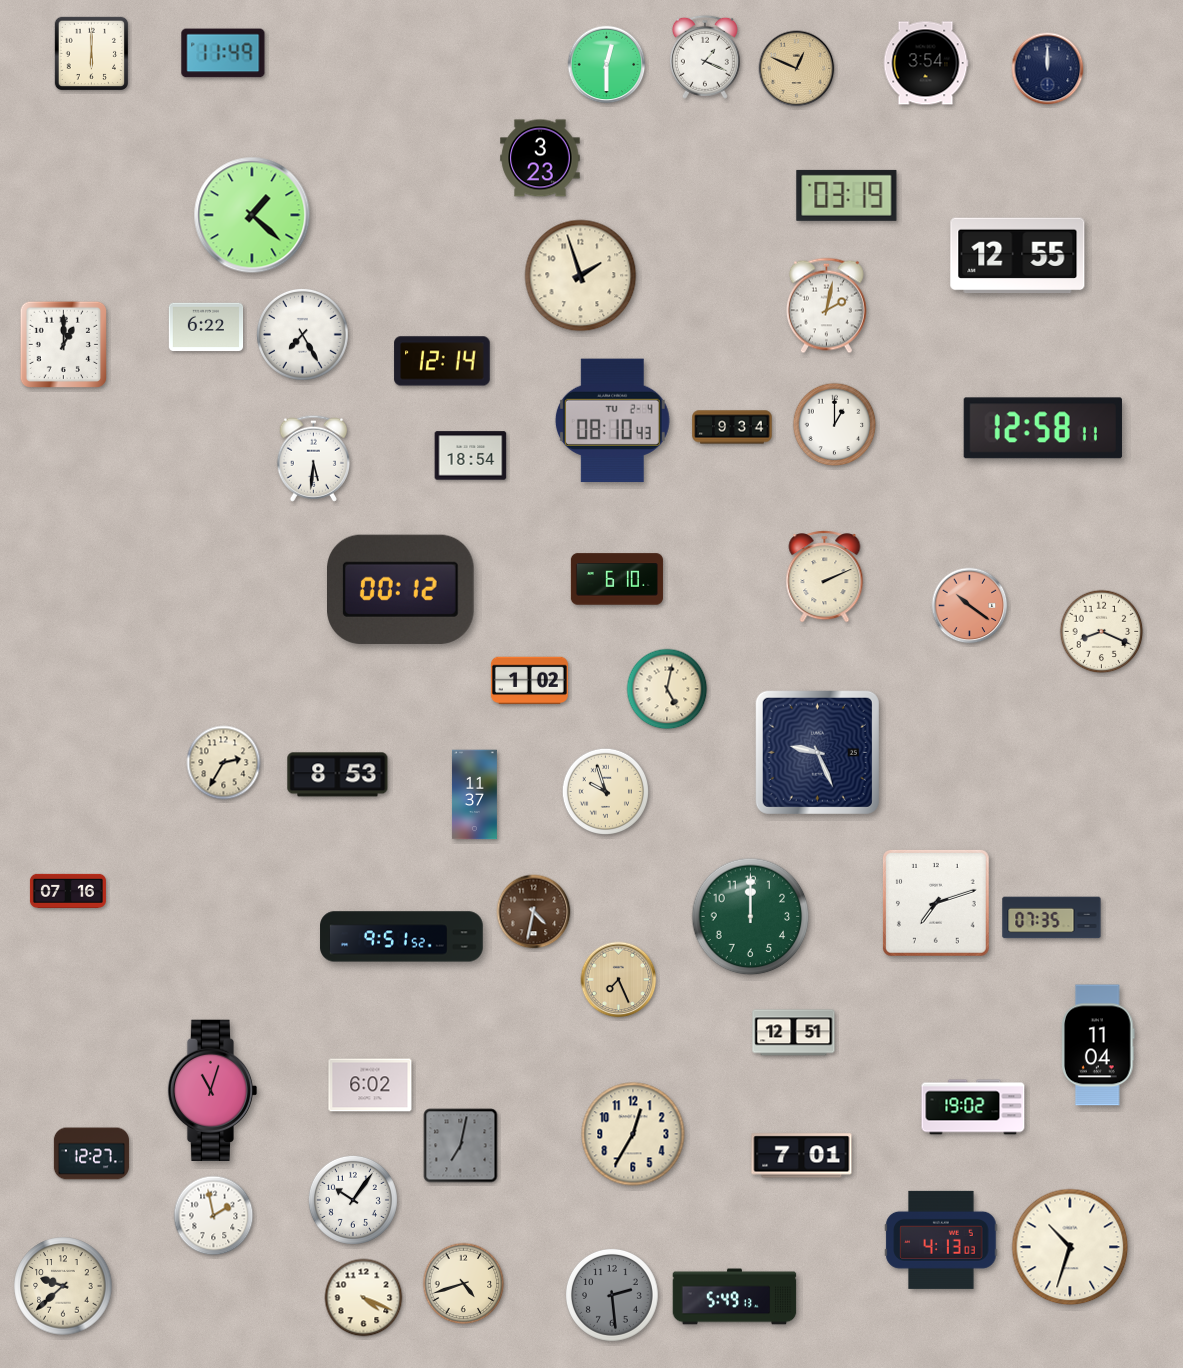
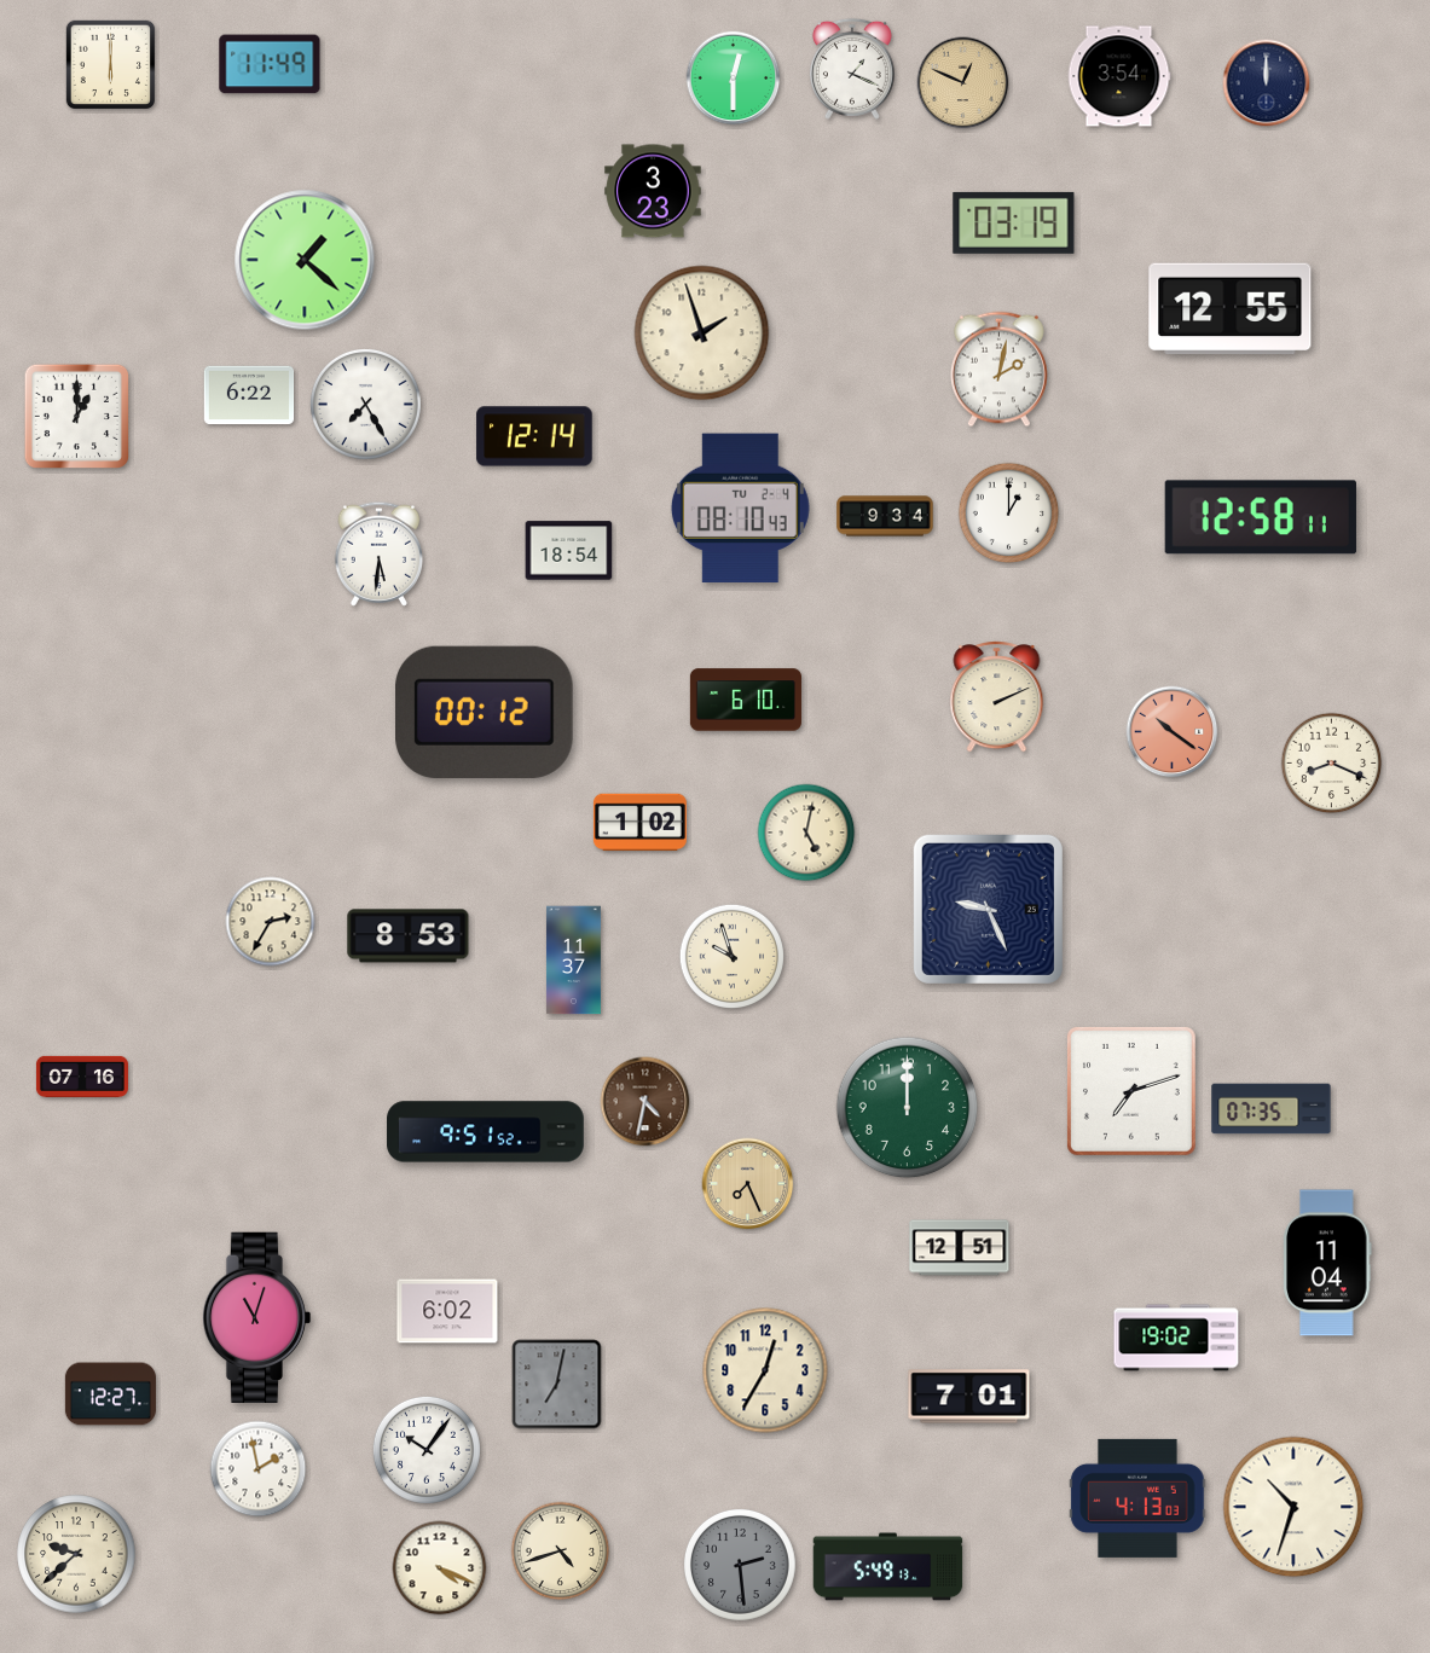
clock at (847, 195) position: (847, 195) -> (1014, 222)
